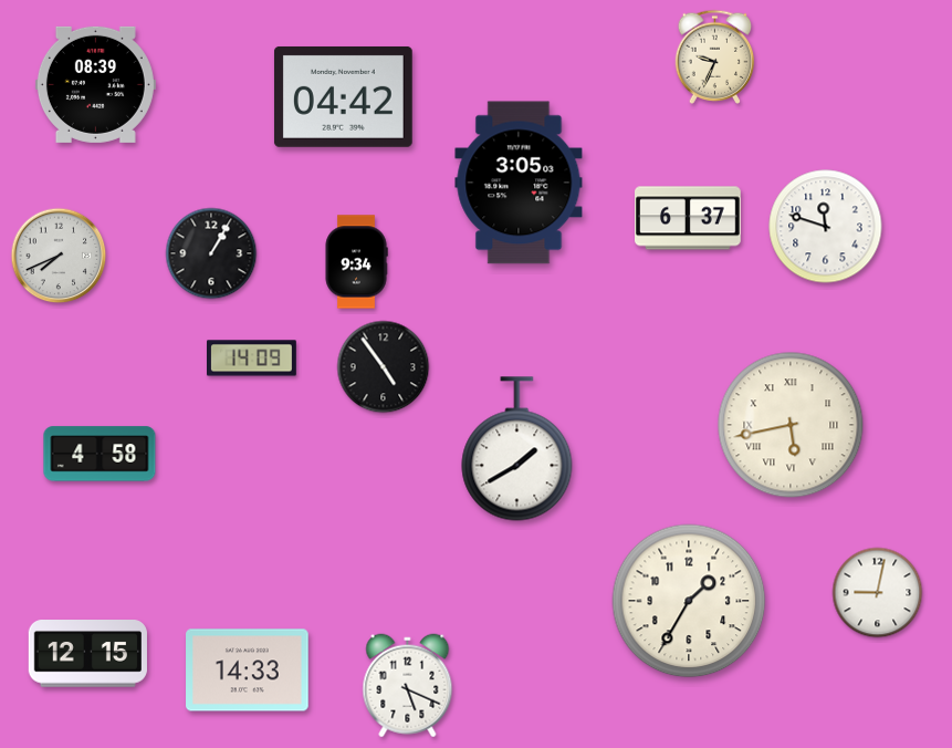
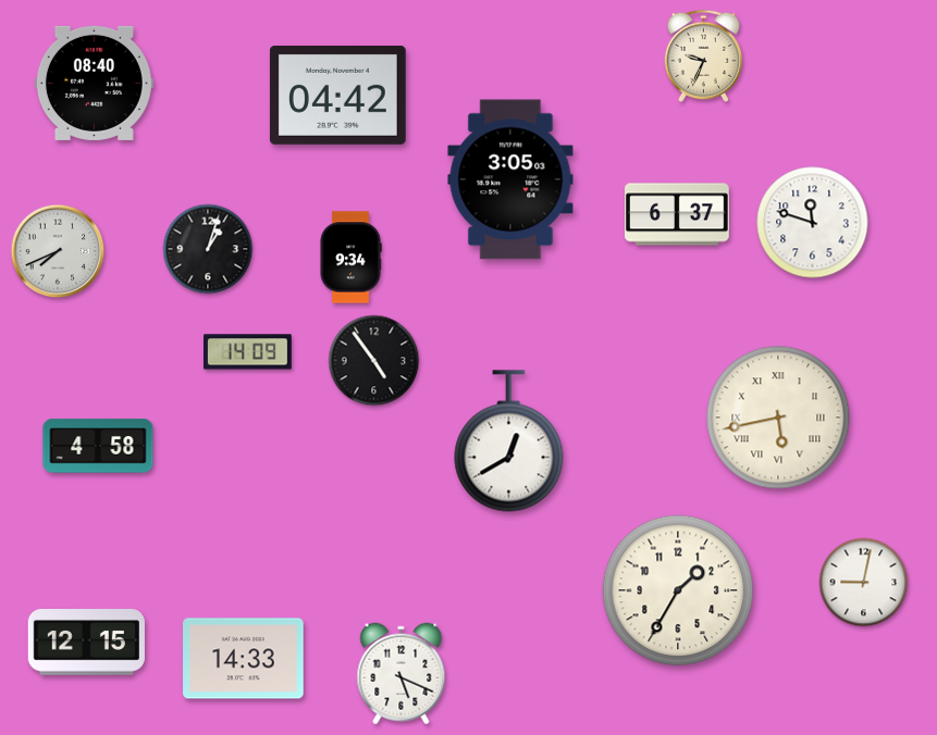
clock at (95, 84): 08:39 -> 08:40
clock at (211, 253): 1:05 -> 1:03
clock at (384, 367) position: (384, 367) -> (374, 361)
clock at (517, 449): 1:40 -> 12:40
